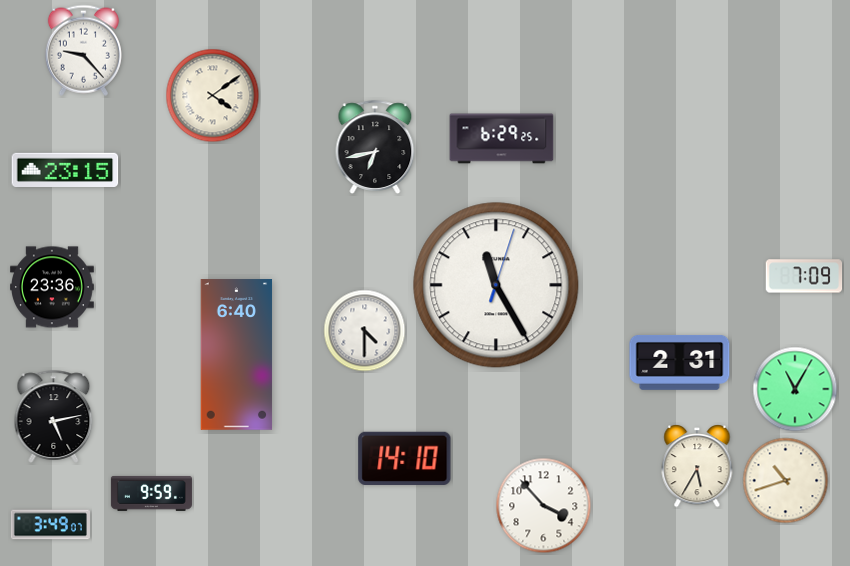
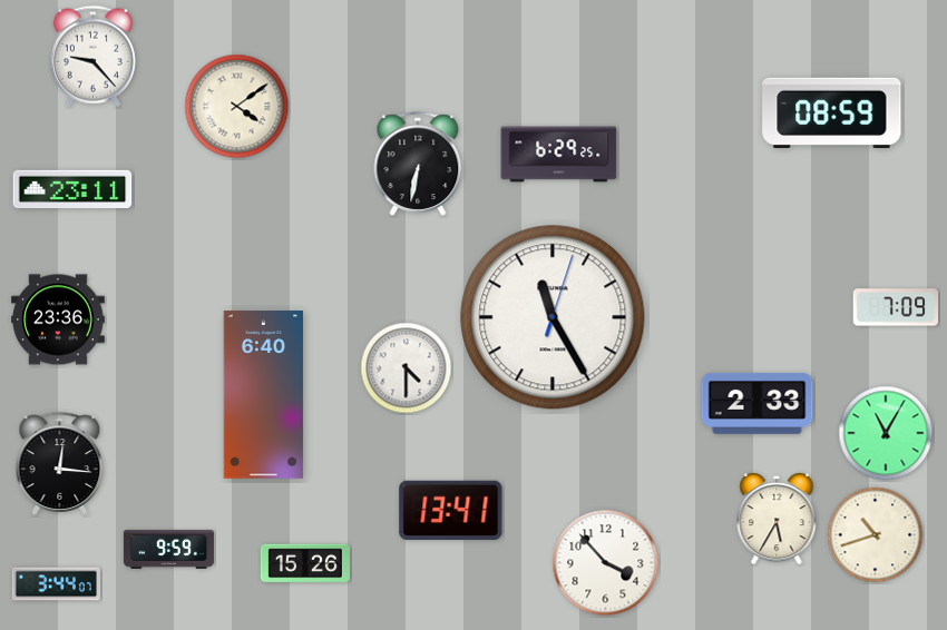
clock at (832, 112): none -> 08:59
clock at (375, 147): 6:43 -> 6:32
clock at (65, 169): 23:15 -> 23:11
clock at (680, 363): 2:31 -> 2:33
clock at (54, 416): 5:13 -> 12:16
clock at (405, 458): 14:10 -> 13:41
clock at (305, 563): none -> 15:26
clock at (50, 525): 3:49 -> 3:44
